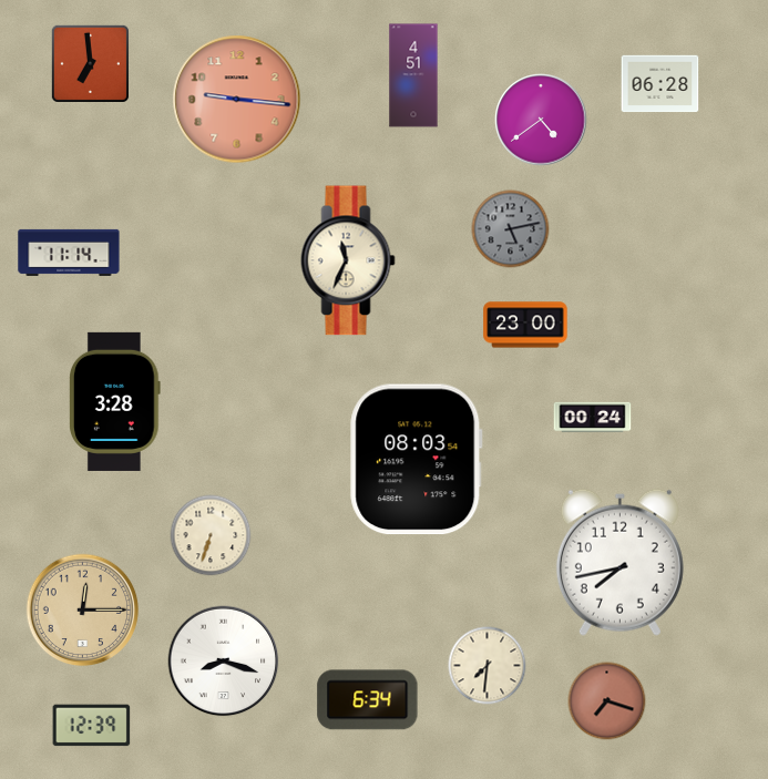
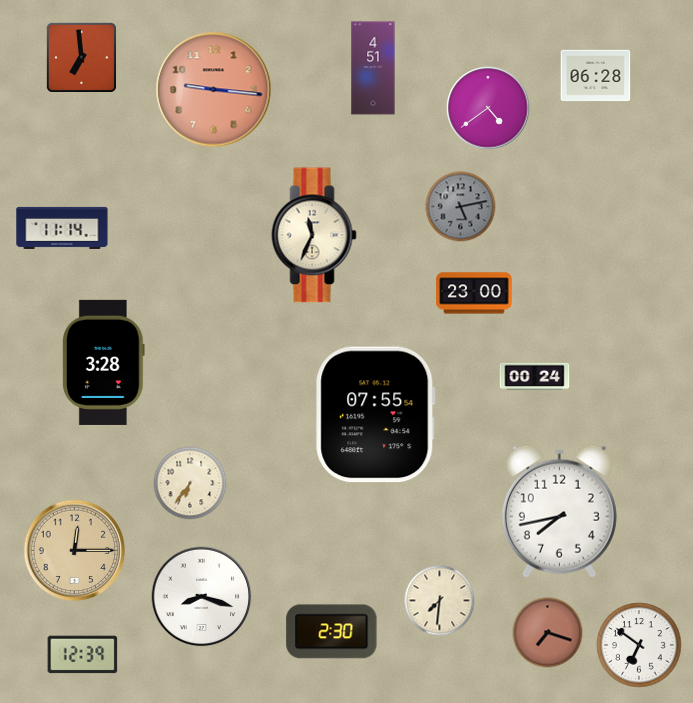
clock at (417, 460): 08:03 -> 07:55
clock at (211, 535): 6:33 -> 6:36
clock at (619, 562) position: (619, 562) -> (559, 511)
clock at (368, 700): 6:34 -> 2:30
clock at (639, 645): none -> 6:51
